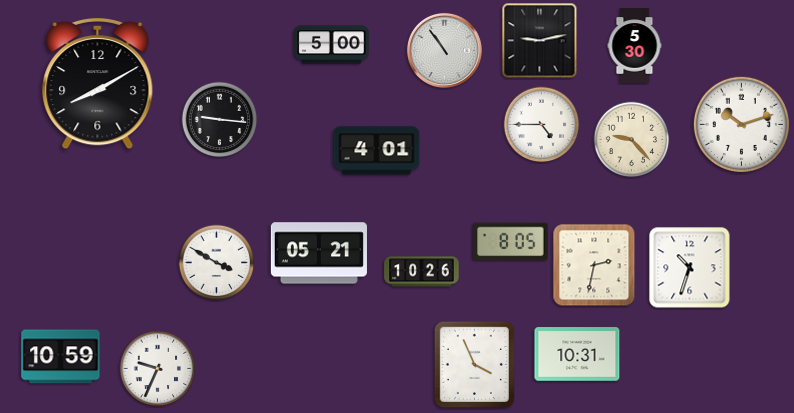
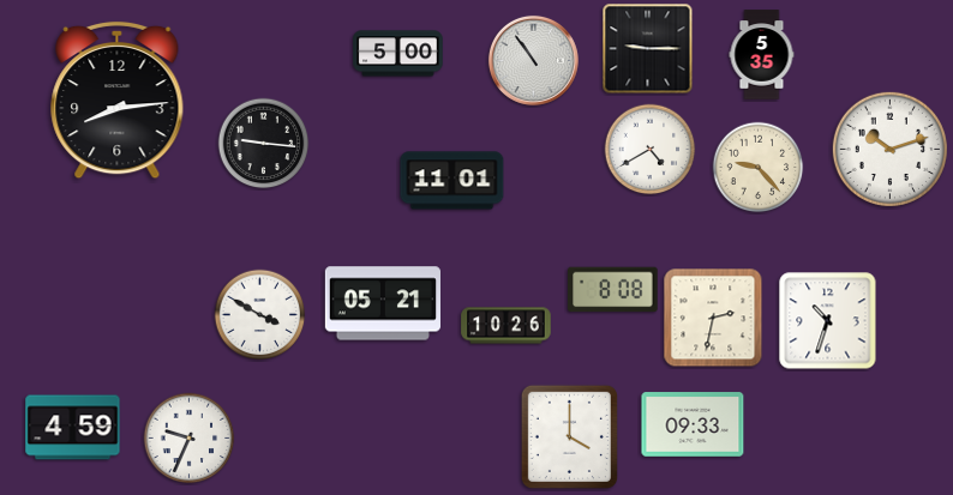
clock at (540, 41): 9:13 -> 9:15
clock at (635, 46): 5:30 -> 5:35
clock at (98, 84): 8:10 -> 8:14
clock at (542, 125): 4:45 -> 4:40
clock at (377, 151): 4:01 -> 11:01
clock at (511, 242): 8:05 -> 8:08
clock at (577, 354): 10:31 -> 09:33
clock at (61, 357): 10:59 -> 4:59
clock at (474, 364): 3:56 -> 4:00
clock at (158, 369) position: (158, 369) -> (190, 439)
